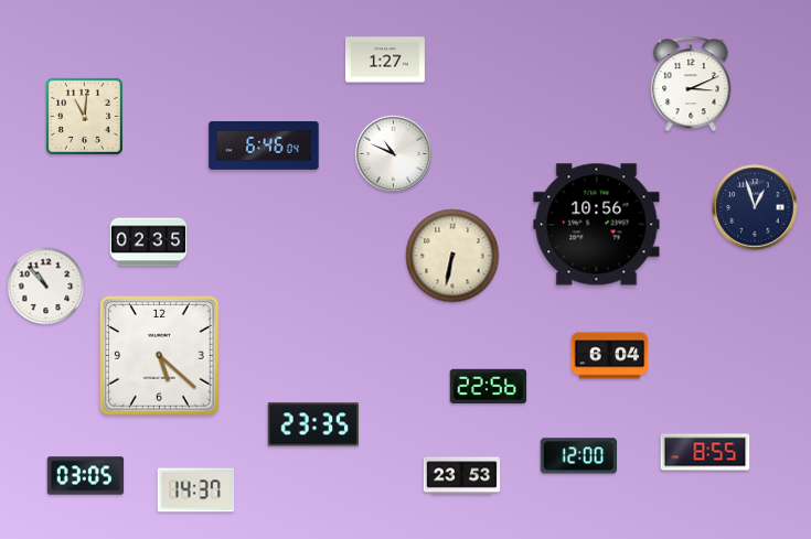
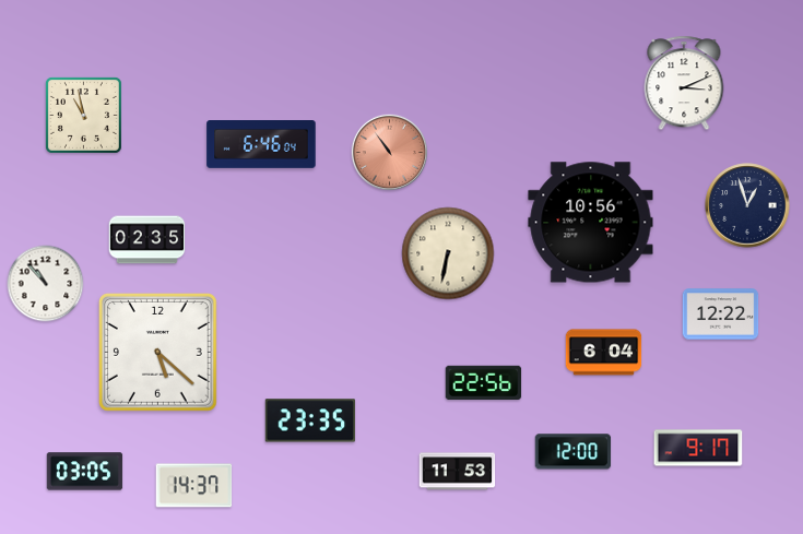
clock at (385, 60): 1:27 -> none
clock at (84, 116): 11:01 -> 10:58
clock at (393, 153): 10:49 -> 10:54
clock at (393, 153) dial: white -> salmon
clock at (721, 315): none -> 12:22
clock at (705, 452): 8:55 -> 9:17
clock at (462, 476): 23:53 -> 11:53
